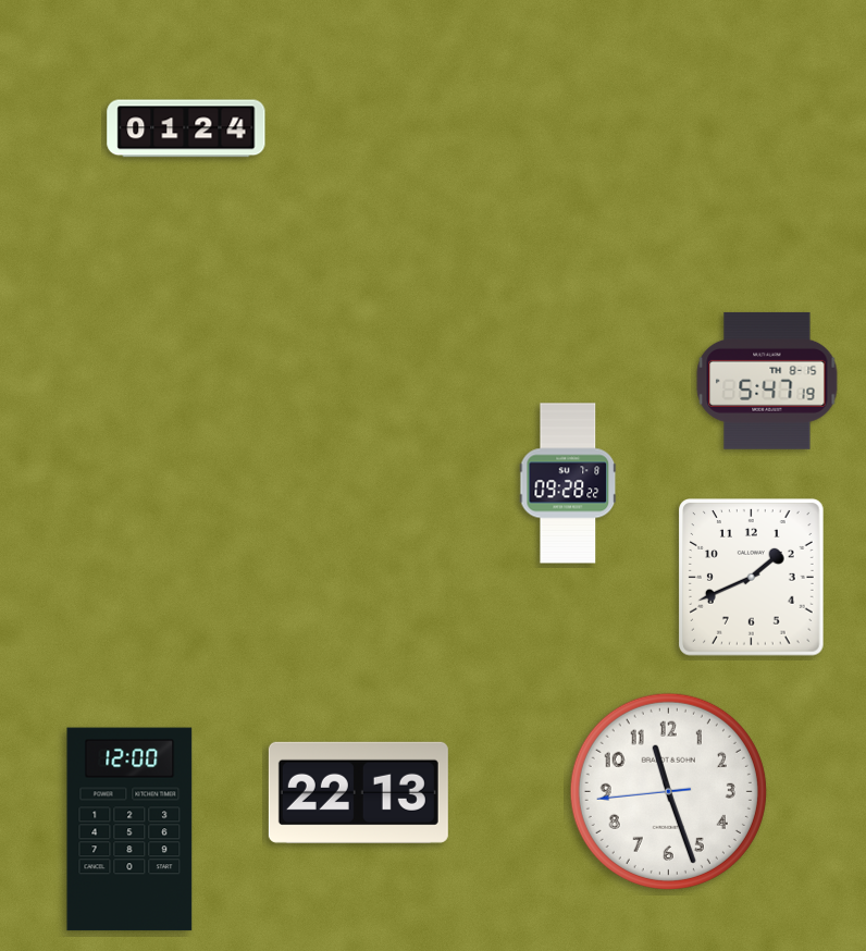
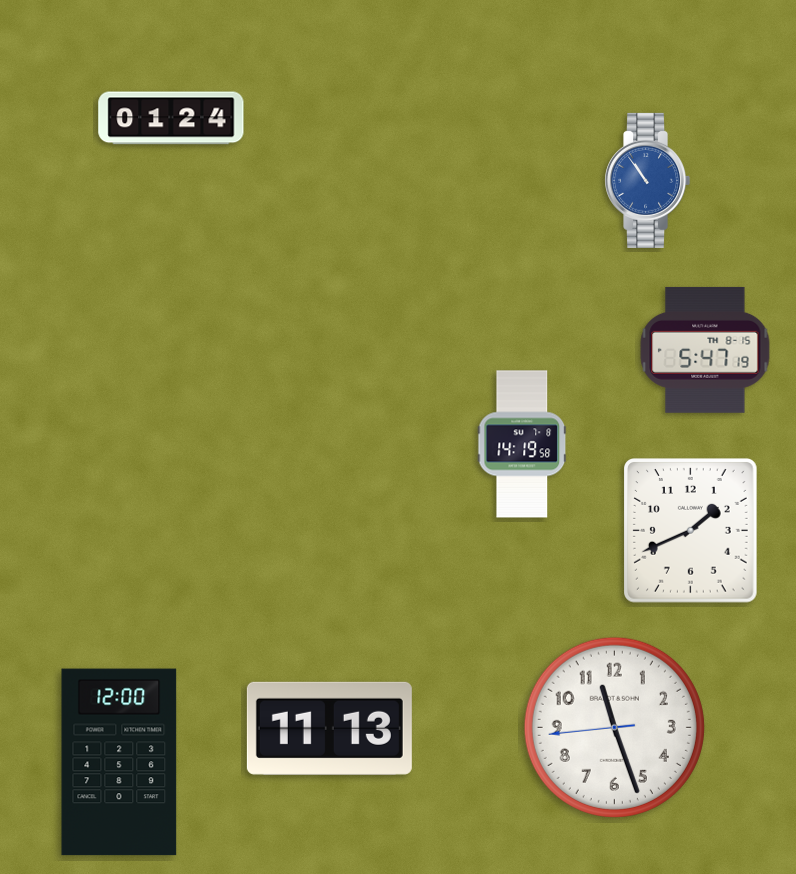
clock at (648, 180): none -> 10:54
clock at (568, 483): 09:28 -> 14:19
clock at (358, 792): 22:13 -> 11:13
